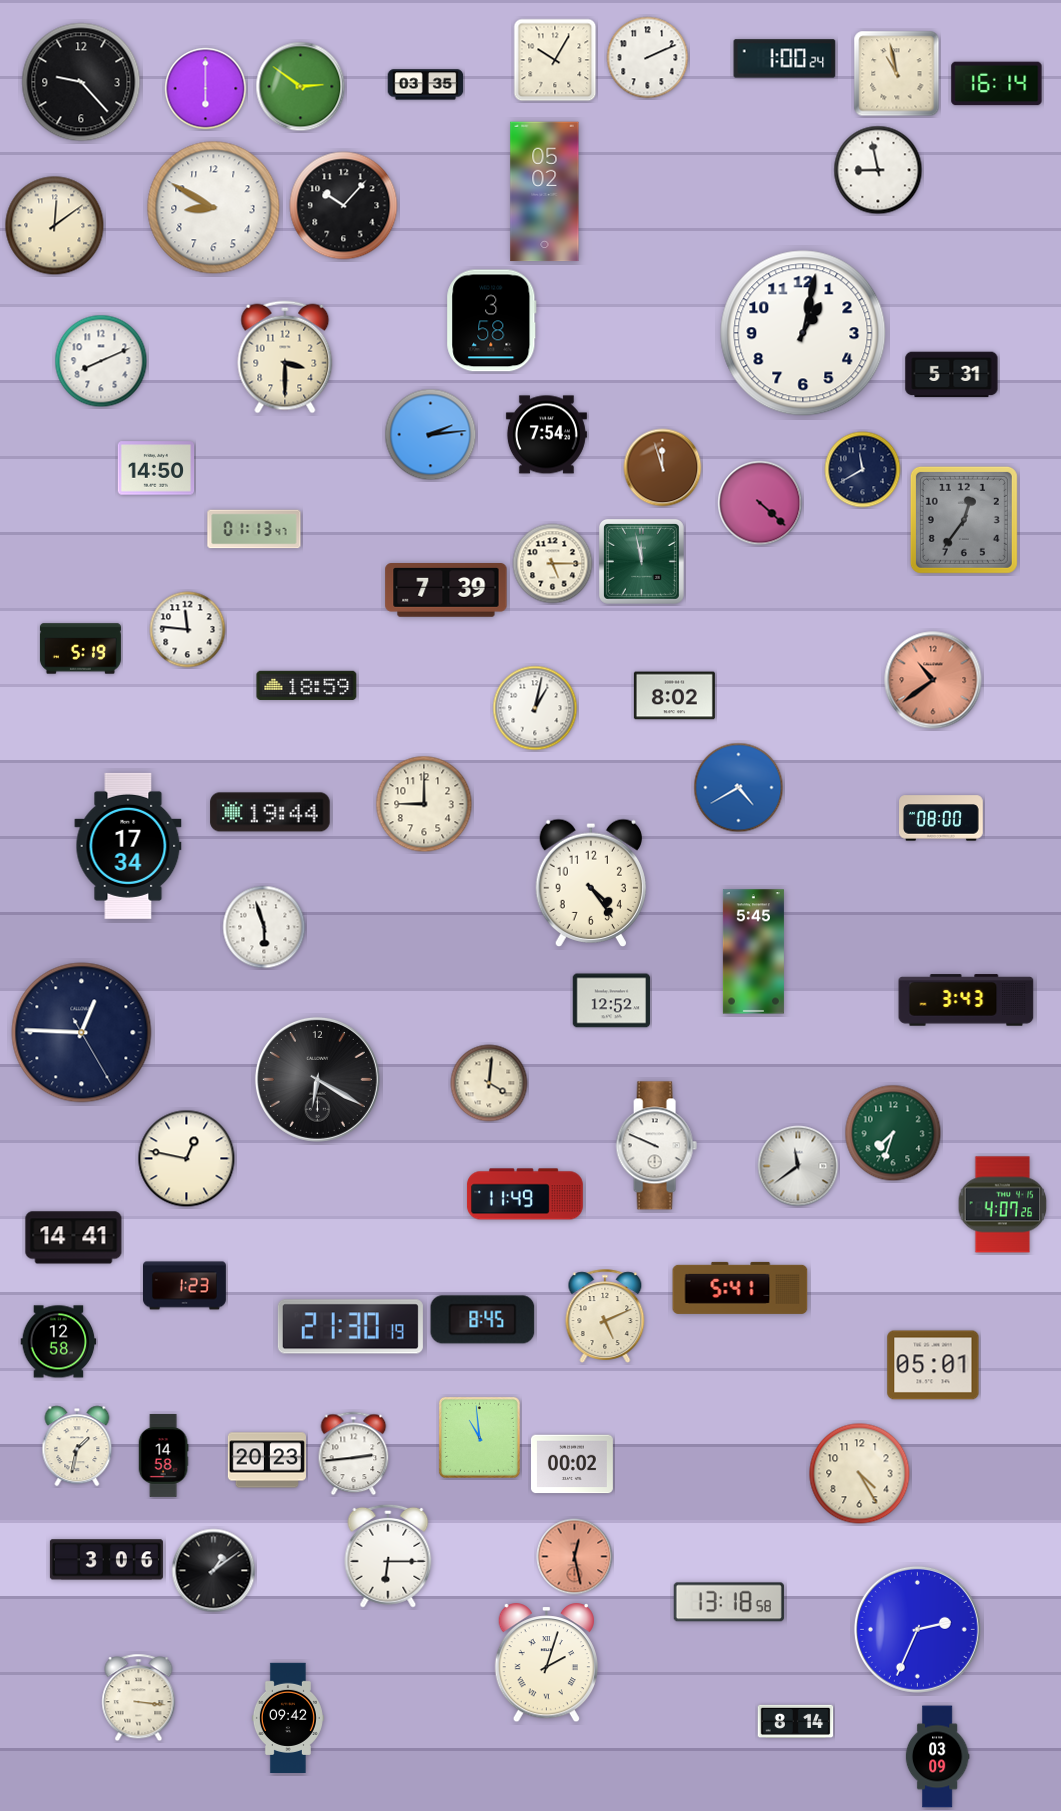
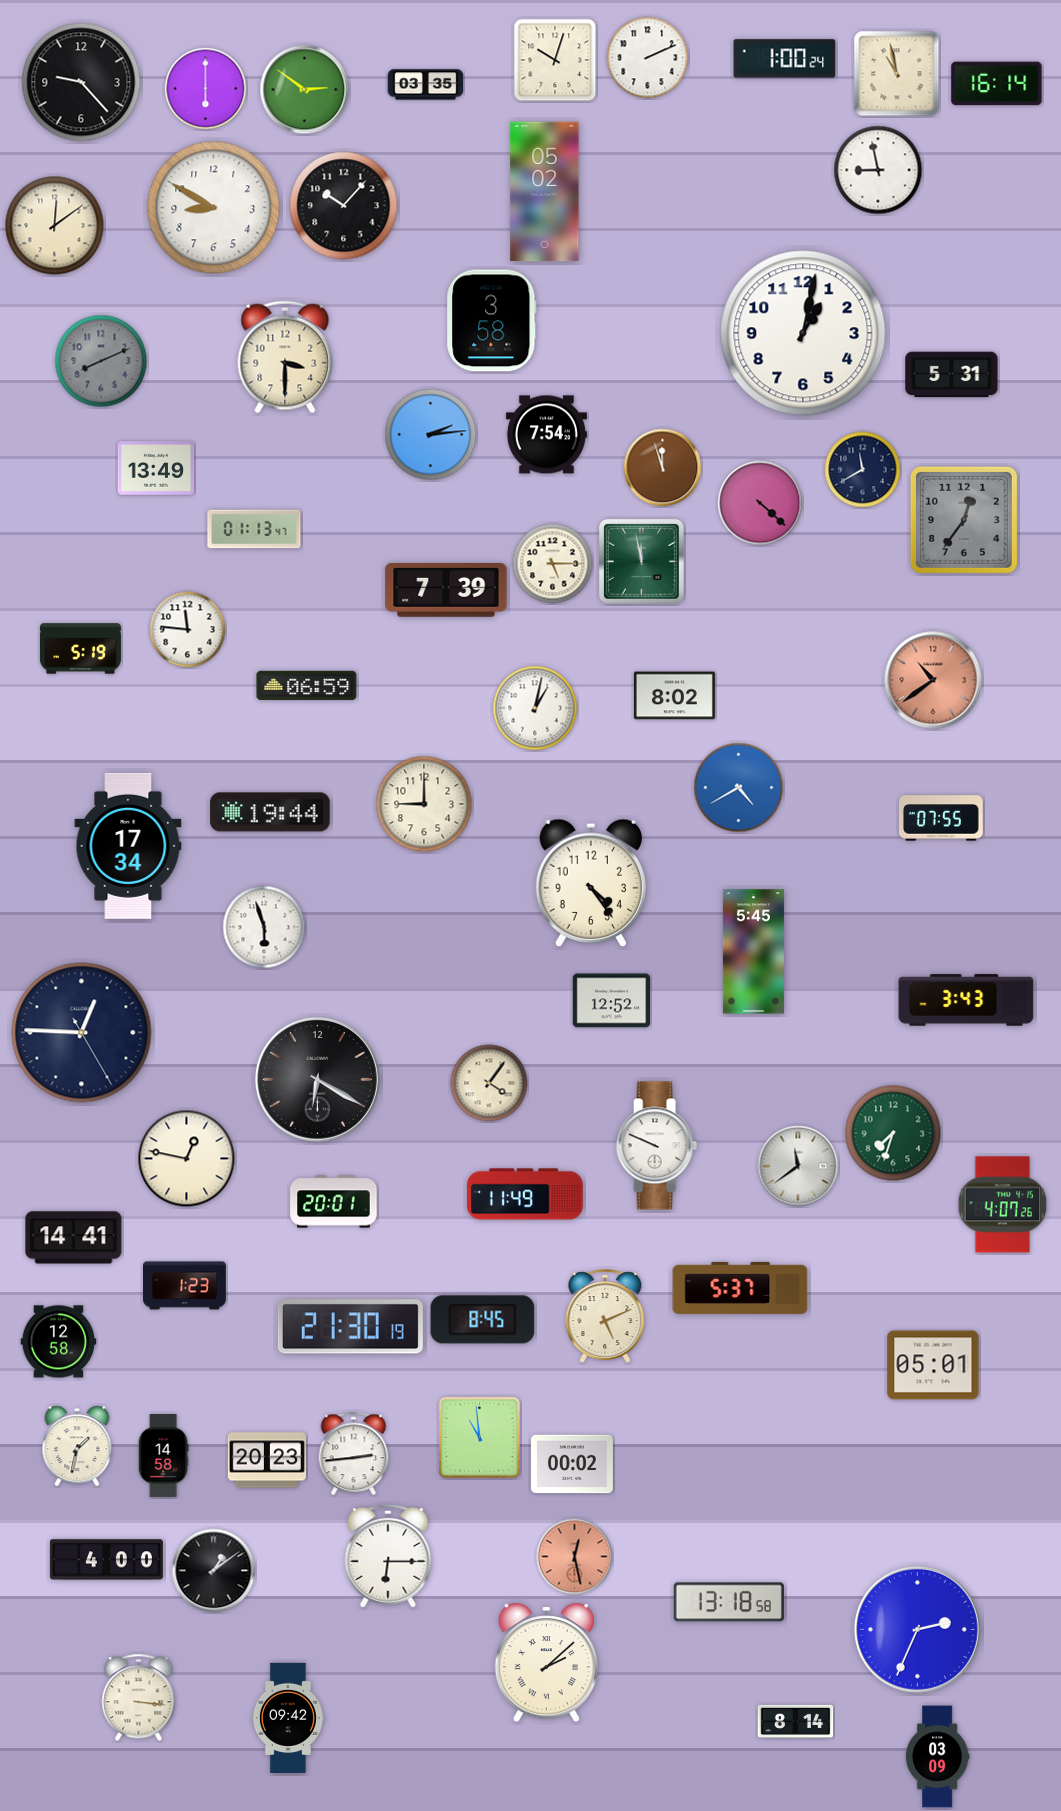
clock at (555, 60): 10:05 -> 10:03
clock at (301, 87) position: (301, 87) -> (305, 90)
clock at (101, 361) dial: white -> grey
clock at (156, 468): 14:50 -> 13:49
clock at (307, 685): 18:59 -> 06:59
clock at (942, 818): 08:00 -> 07:55
clock at (489, 1083): 4:01 -> 4:06
clock at (334, 1202): none -> 20:01
clock at (740, 1288): 5:41 -> 5:37
clock at (860, 1474): 4:25 -> none
clock at (106, 1560): 3:06 -> 4:00
clock at (546, 1664): 2:03 -> 2:08
